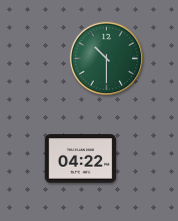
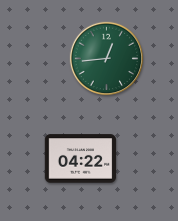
clock at (107, 59): 10:30 -> 12:44
